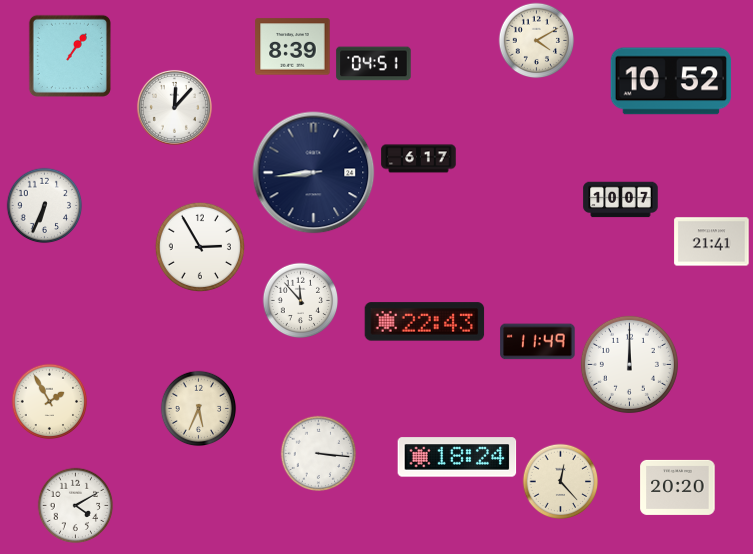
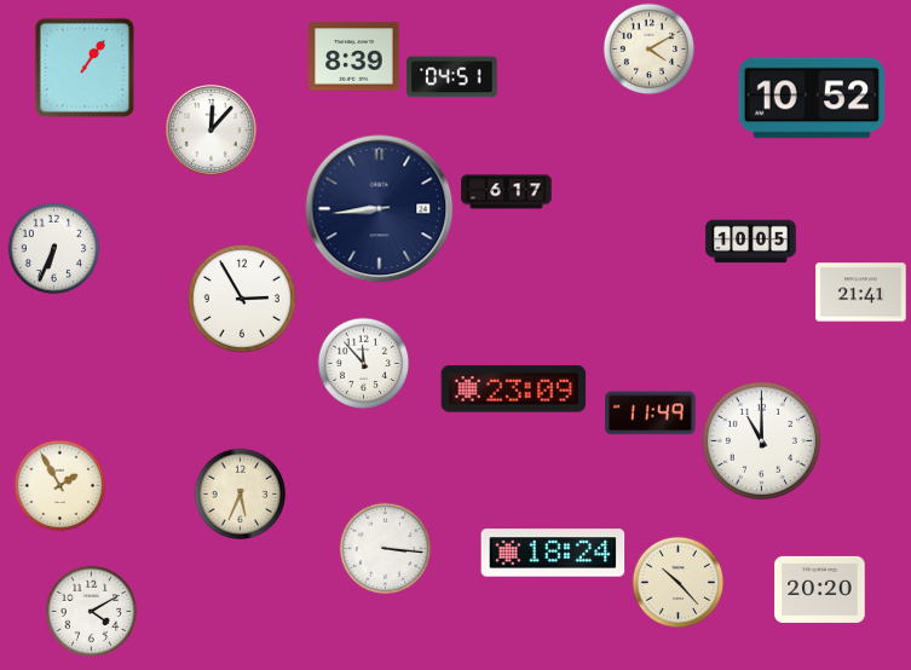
clock at (621, 200): 10:07 -> 10:05
clock at (425, 322): 22:43 -> 23:09
clock at (629, 364): 12:00 -> 11:00
clock at (561, 482): 12:23 -> 10:23
